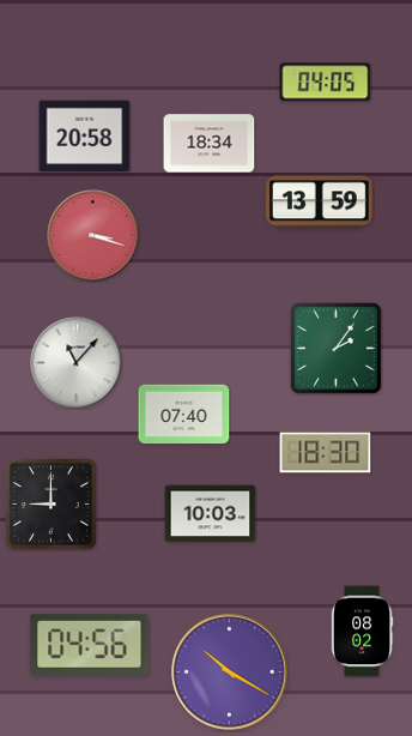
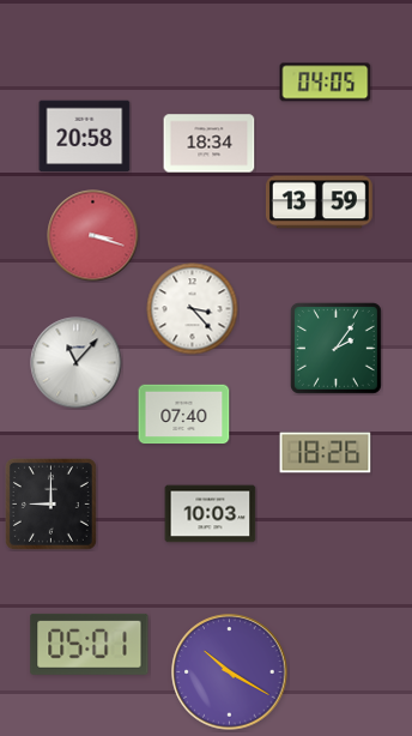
clock at (193, 309): none -> 3:23
clock at (326, 453): 18:30 -> 18:26
clock at (362, 632): 08:02 -> none
clock at (90, 644): 04:56 -> 05:01
